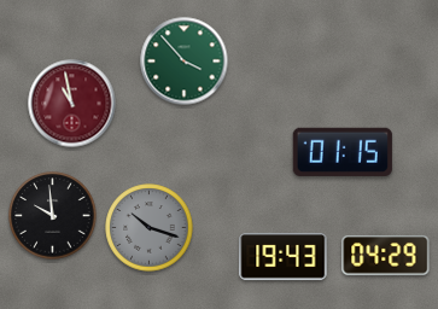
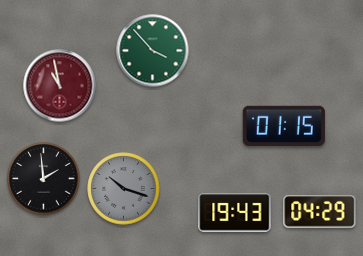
clock at (53, 216): 9:59 -> 1:59
